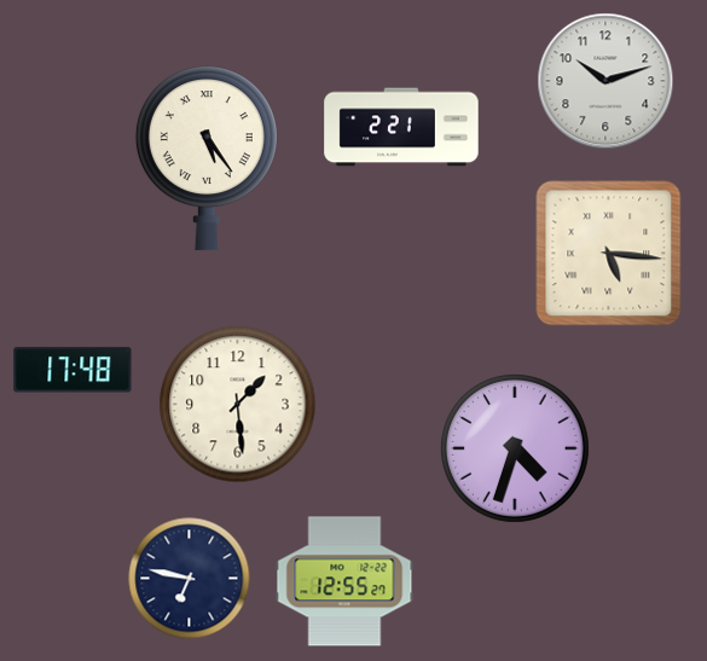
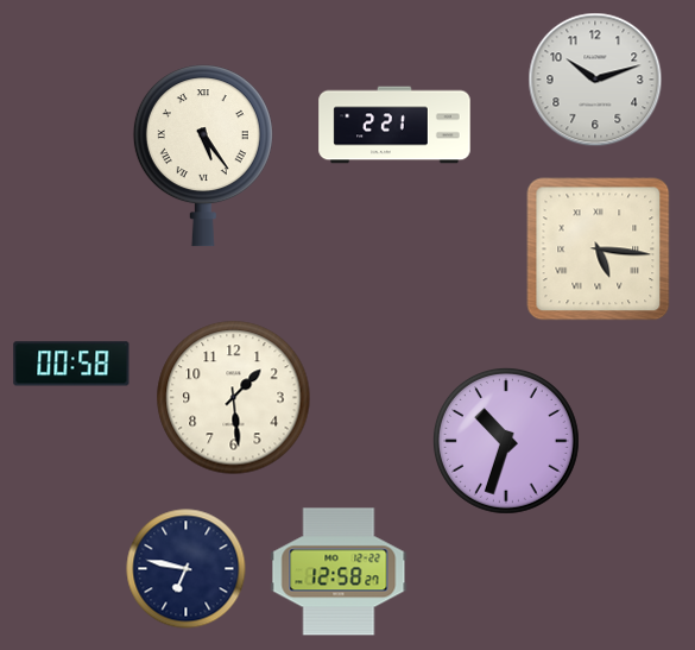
clock at (73, 370): 17:48 -> 00:58
clock at (515, 448): 4:33 -> 10:33
clock at (344, 581): 12:55 -> 12:58
